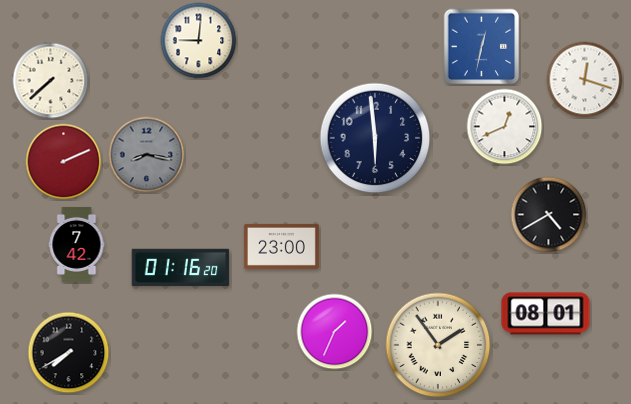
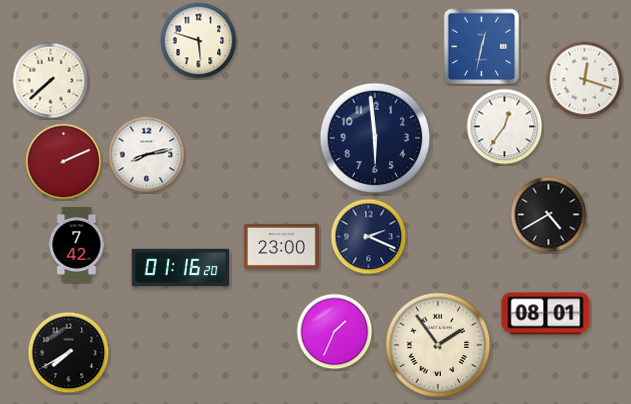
clock at (199, 41): 9:01 -> 5:48
clock at (505, 127): 12:41 -> 12:36
clock at (147, 155): 8:17 -> 8:13
clock at (147, 155) dial: grey -> white
clock at (369, 237): none -> 2:19
